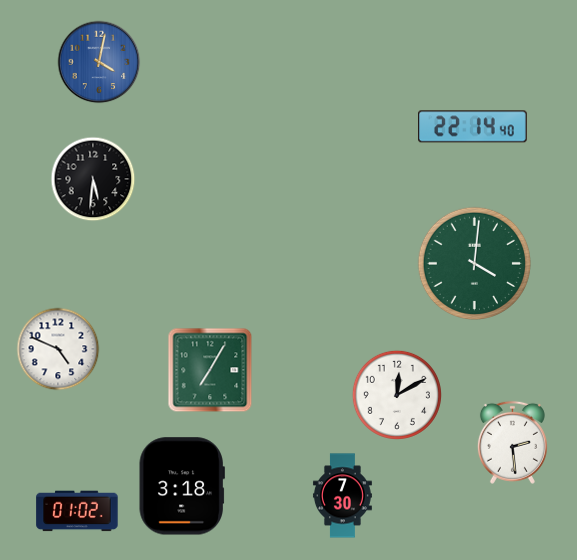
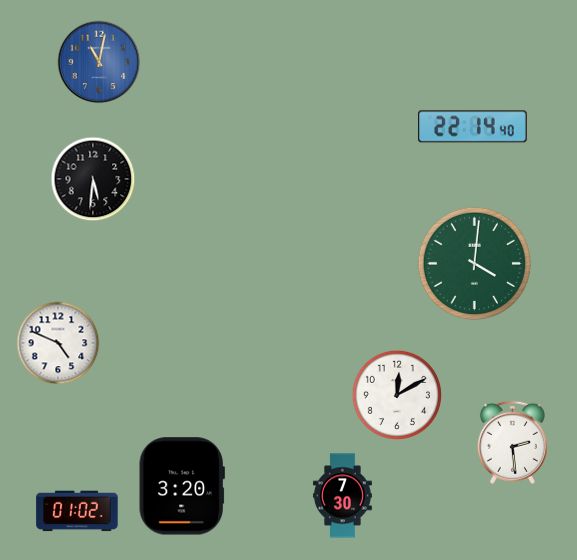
clock at (99, 62): 4:02 -> 11:02
clock at (58, 349) position: (58, 349) -> (58, 343)
clock at (210, 370): 7:05 -> none
clock at (182, 486): 3:18 -> 3:20
